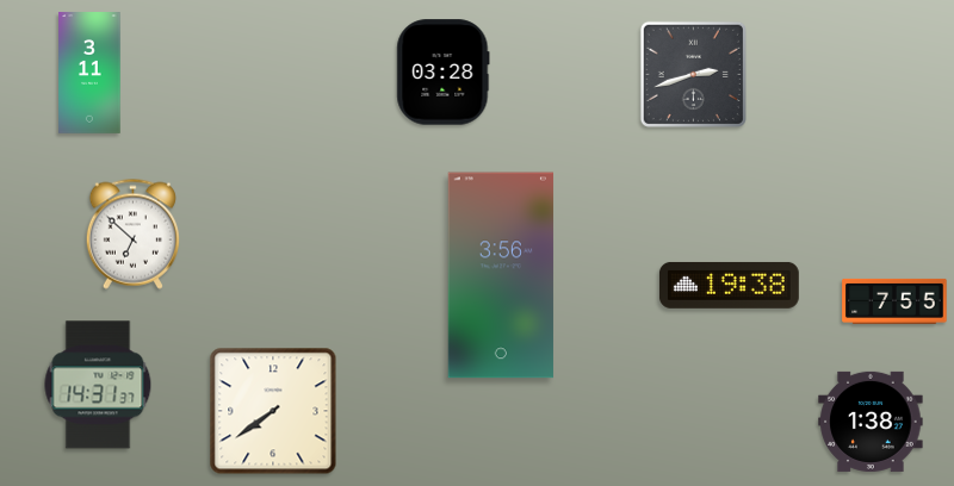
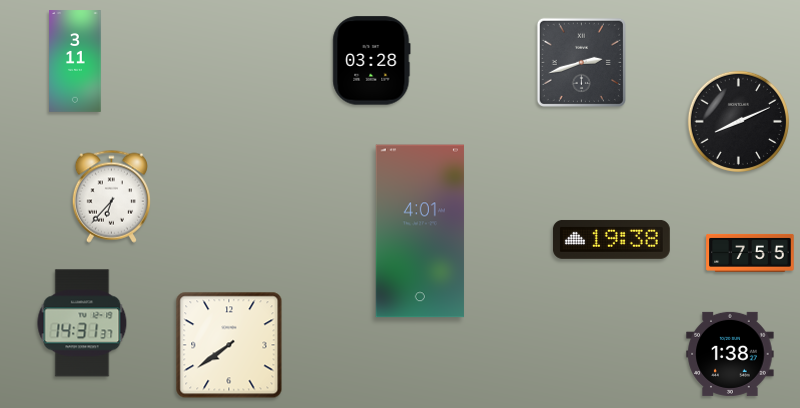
clock at (738, 121): none -> 8:11
clock at (132, 233): 6:52 -> 6:37
clock at (501, 275): 3:56 -> 4:01
